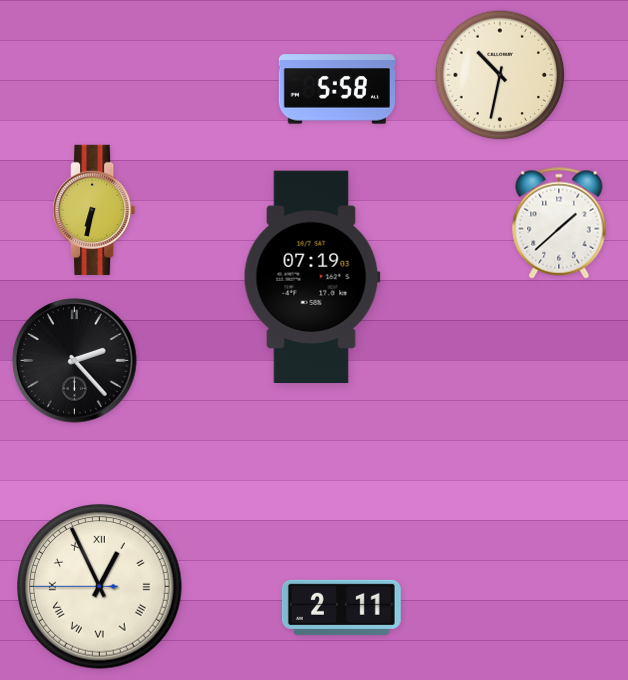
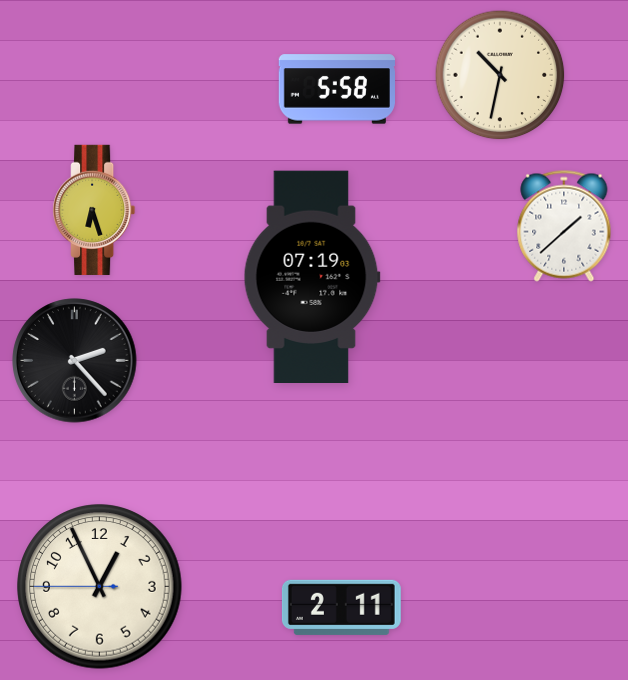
clock at (94, 210): 6:32 -> 6:27
clock at (559, 223) position: (559, 223) -> (564, 226)
clock at (100, 587) numerals: Roman -> Arabic
